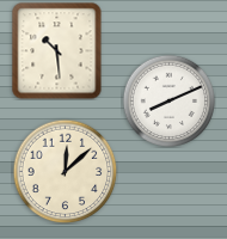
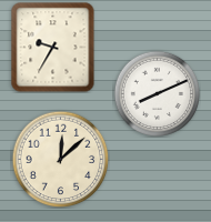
clock at (57, 50): 10:29 -> 9:35
